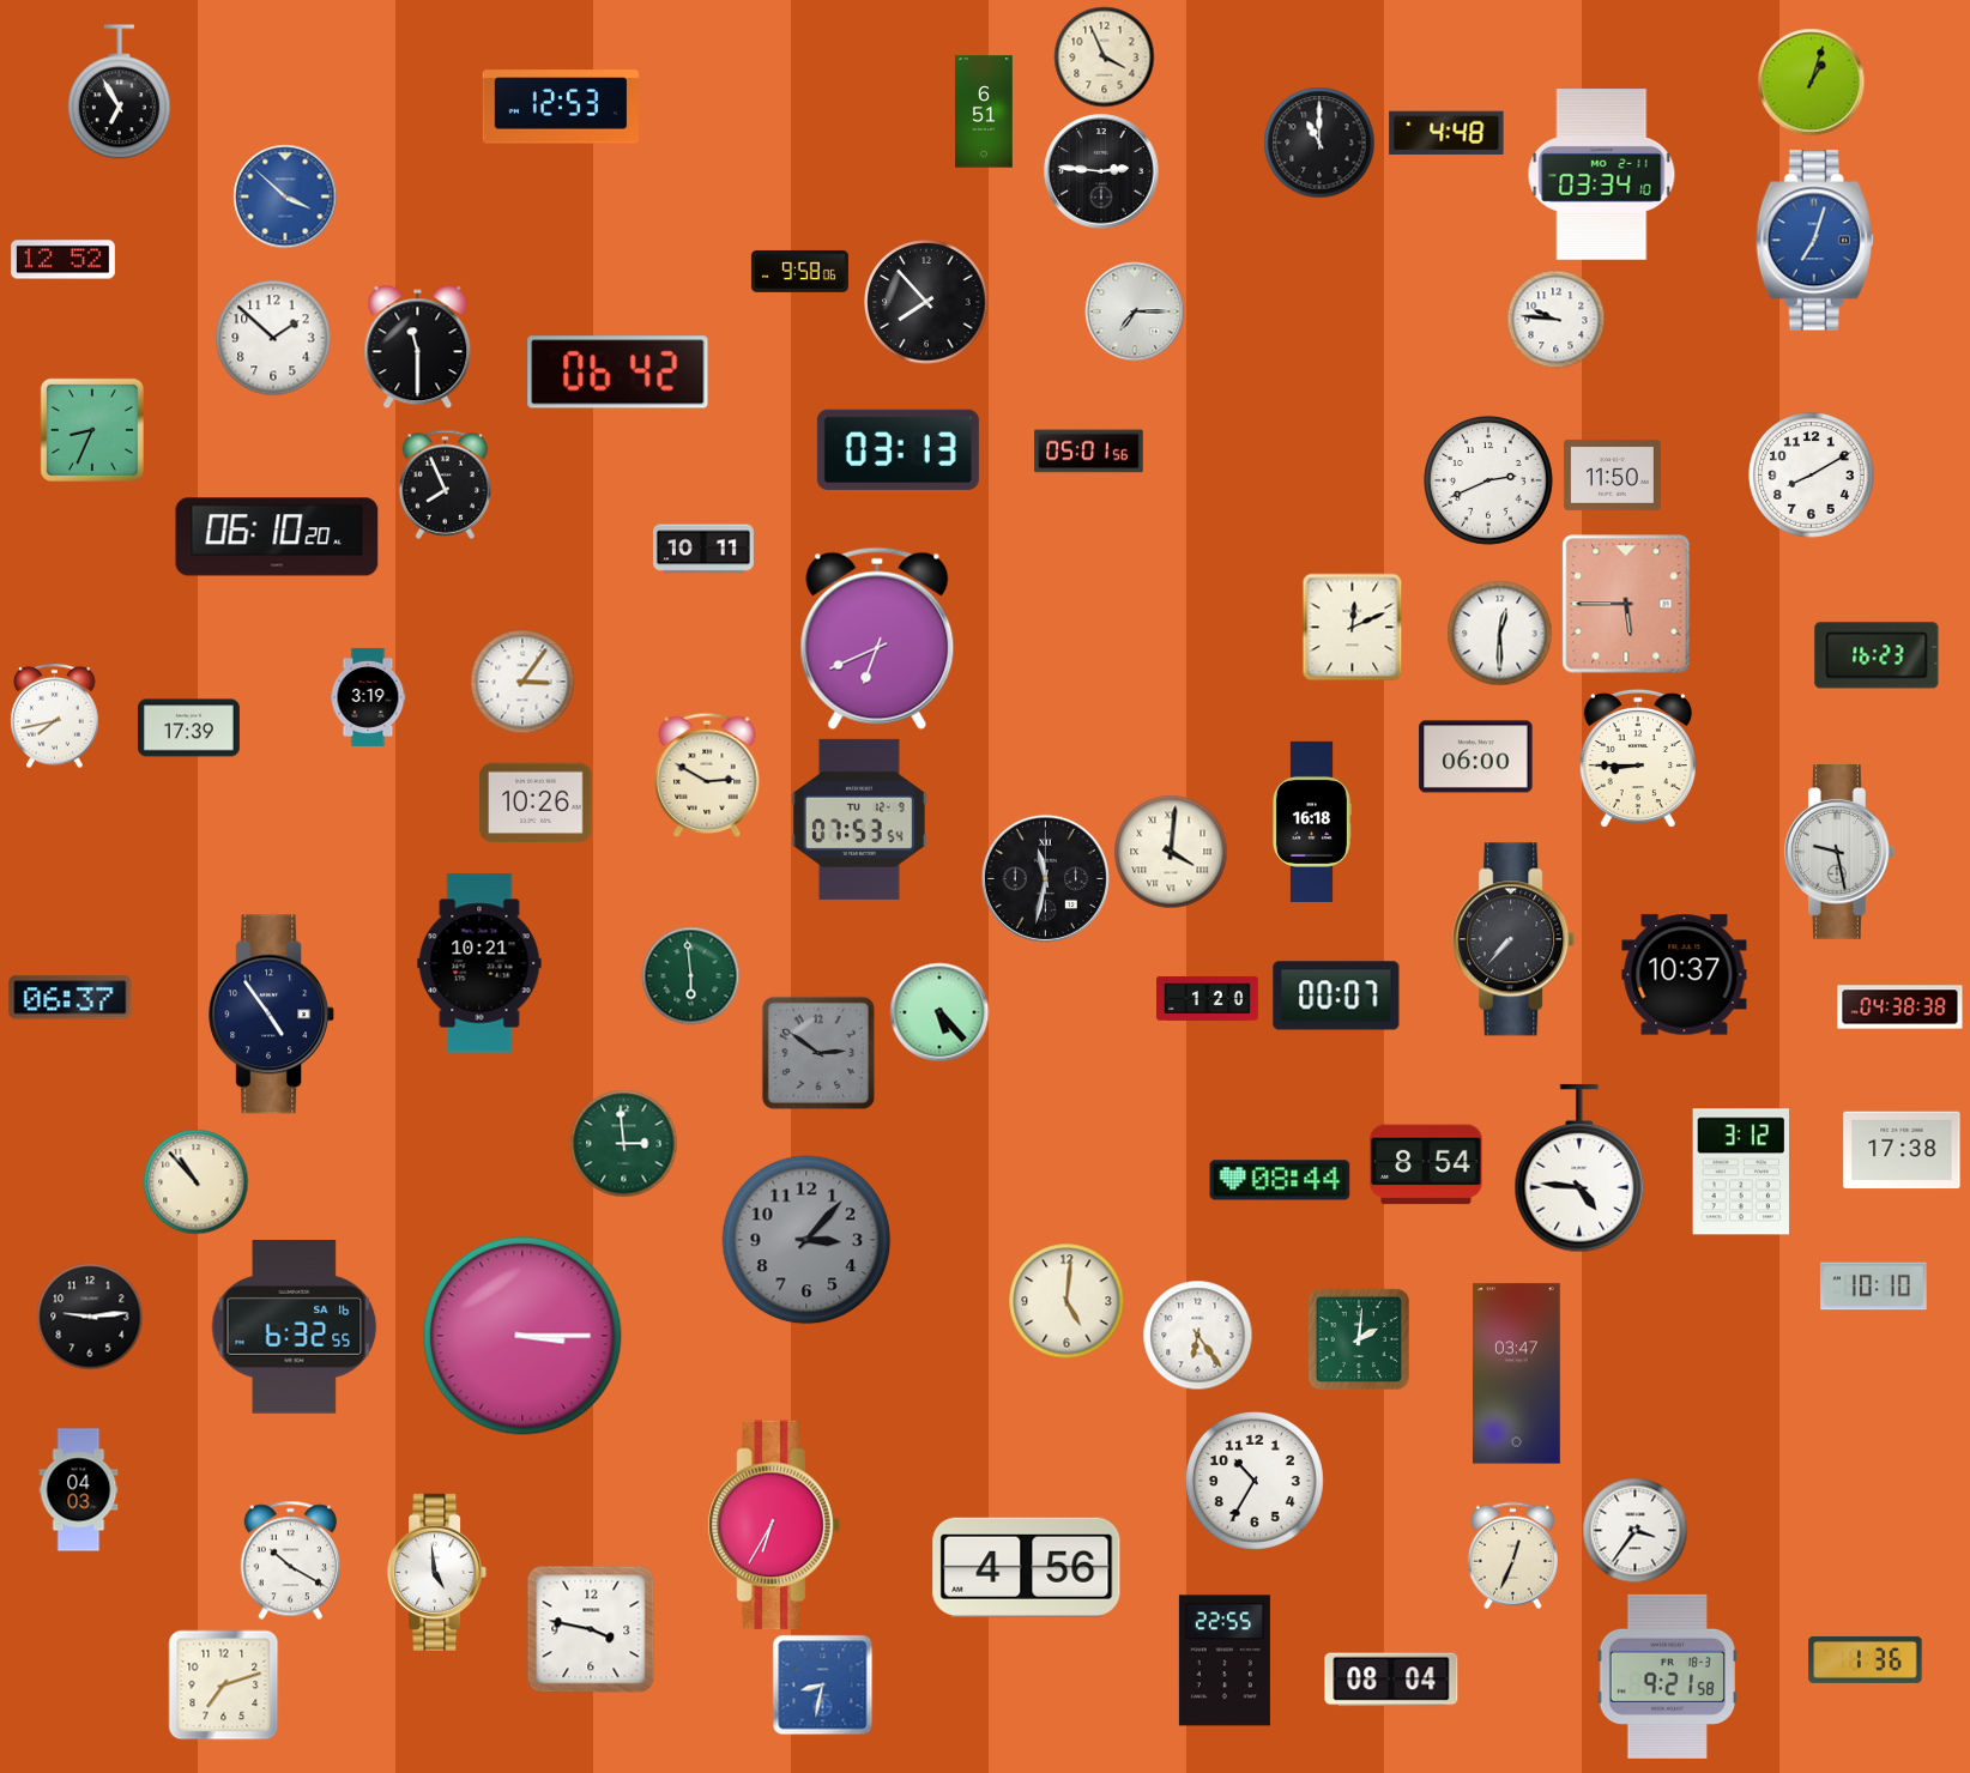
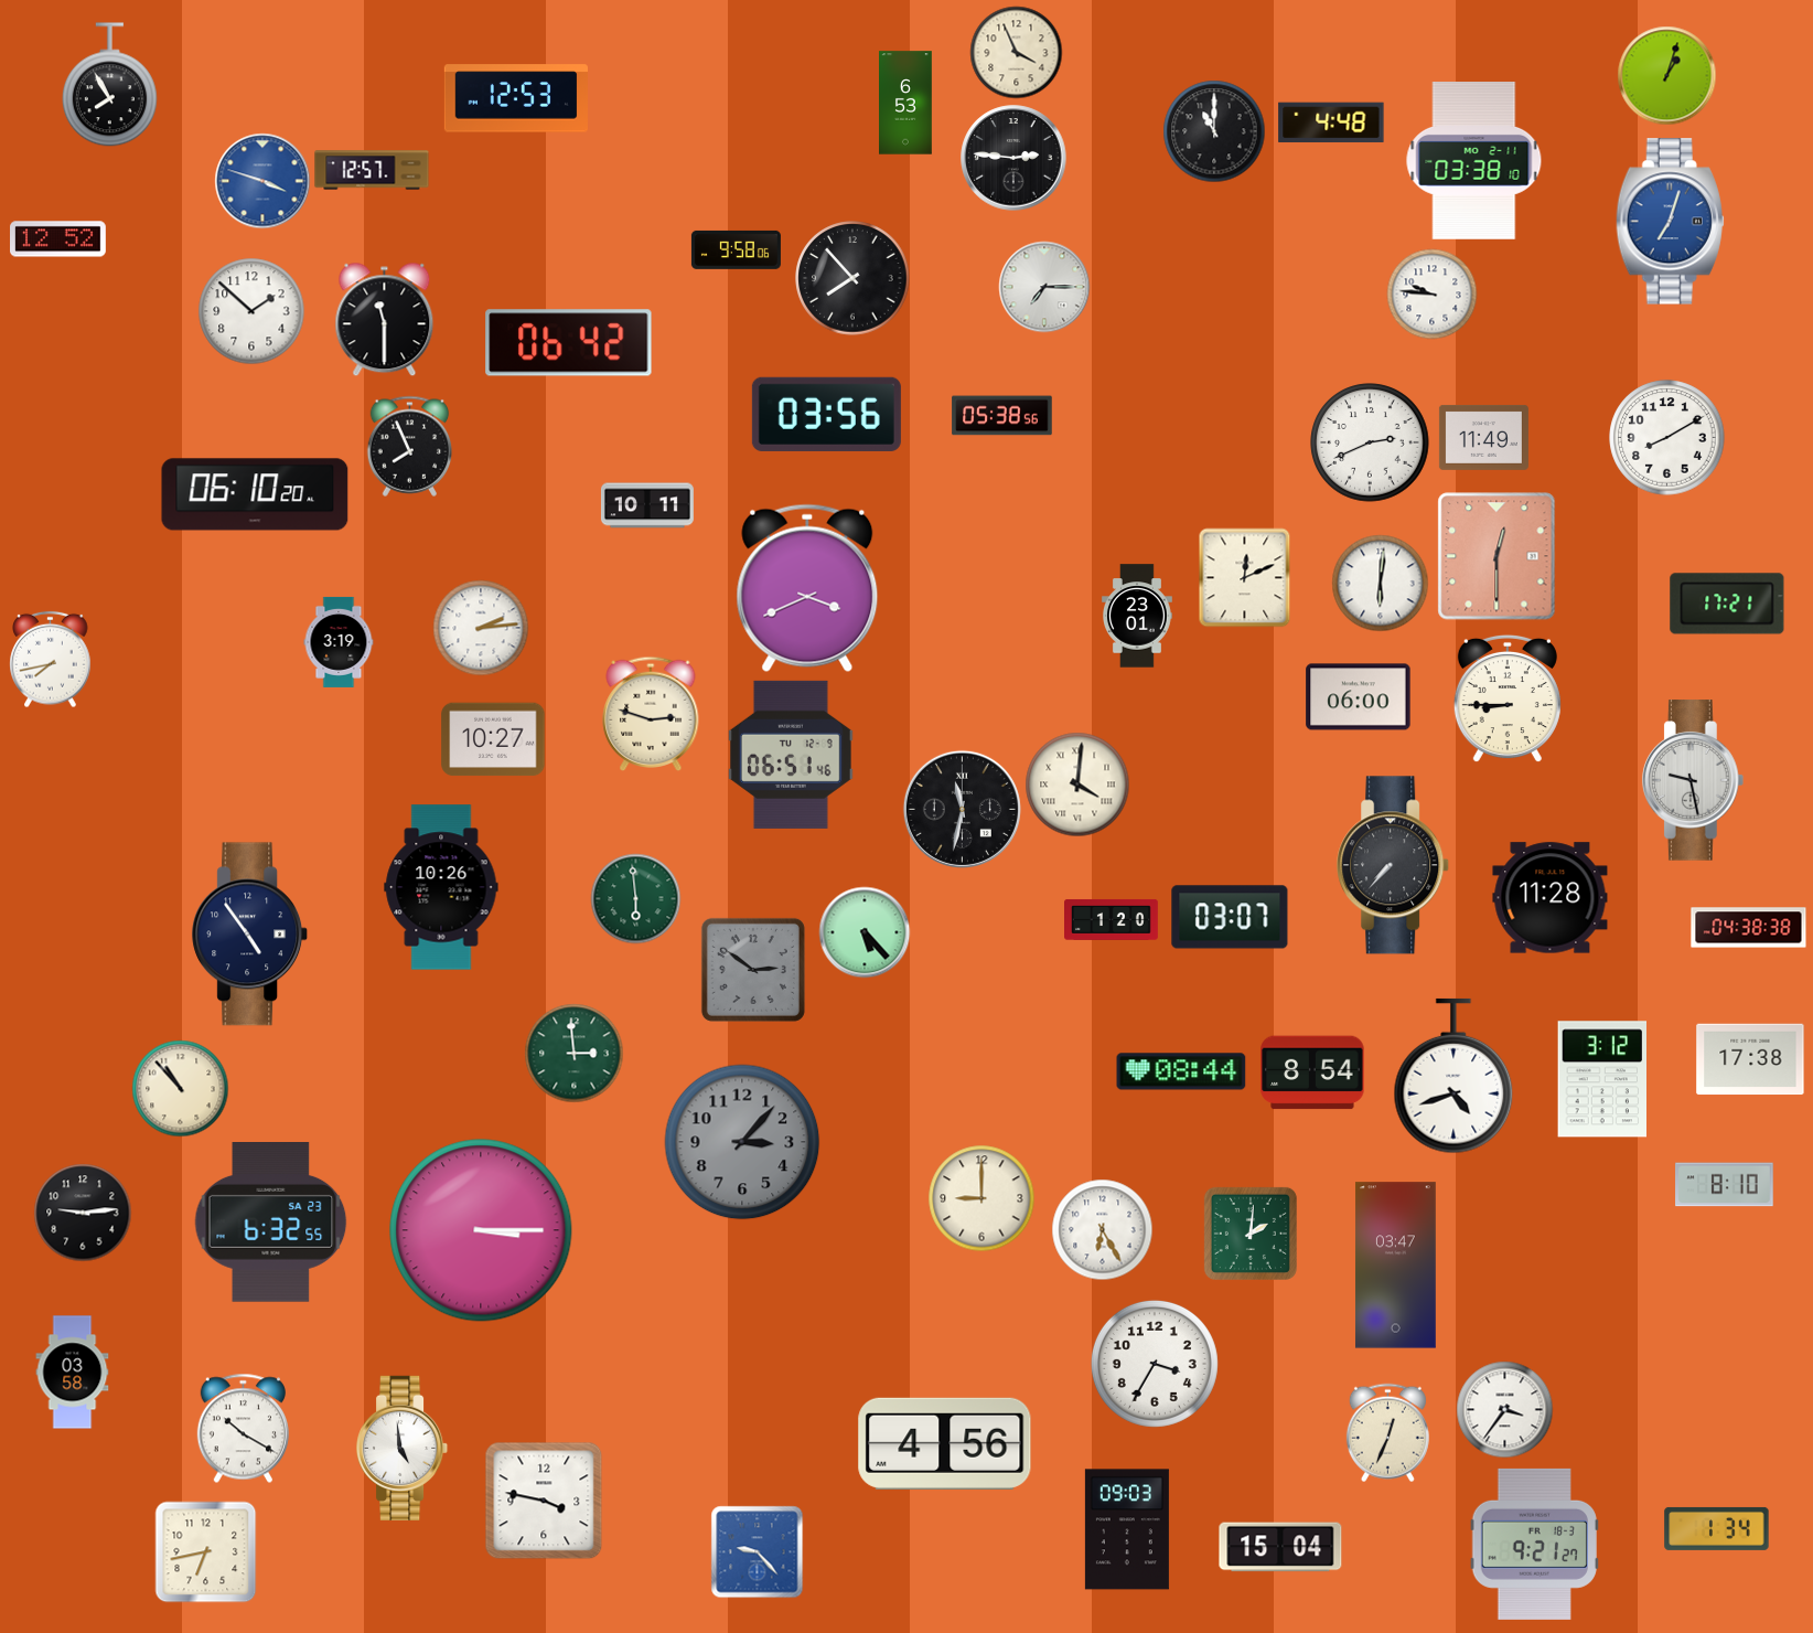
clock at (119, 92): 6:55 -> 7:55
clock at (984, 111): 6:51 -> 6:53
clock at (1602, 175): 03:34 -> 03:38
clock at (372, 170): none -> 12:57
clock at (285, 196): 3:52 -> 3:48
clock at (92, 430): 8:34 -> none
clock at (898, 449): 03:13 -> 03:56
clock at (1089, 452): 05:01 -> 05:38
clock at (1612, 474): 11:50 -> 11:49
clock at (1626, 604): 5:45 -> 12:30
clock at (1499, 633): 12:30 -> 6:01
clock at (877, 639): 6:41 -> 3:41
clock at (1877, 655): 16:23 -> 17:21
clock at (1138, 616): none -> 23:01
clock at (522, 682): 3:06 -> 2:14
clock at (188, 728): 17:39 -> none
clock at (707, 775): 2:50 -> 2:48
clock at (536, 803): 10:26 -> 10:27
clock at (859, 819): 07:53 -> 06:51
clock at (1311, 822): 16:18 -> none
clock at (1839, 852) position: (1839, 852) -> (1693, 780)
clock at (479, 963): 10:21 -> 10:26
clock at (1685, 975): 10:37 -> 11:28
clock at (1336, 996): 00:07 -> 03:07
clock at (71, 998): 06:37 -> none
clock at (1579, 1168): 4:46 -> 4:42
clock at (1280, 1180) position: (1280, 1180) -> (1181, 1071)
clock at (1874, 1287): 10:10 -> 8:10
clock at (1066, 1301): 5:01 -> 9:00
clock at (295, 1327) date: SA 16 -> SA 23
clock at (1197, 1335): 6:24 -> 6:25
clock at (1255, 1481): 10:35 -> 3:35
clock at (79, 1490): 04:03 -> 03:58
clock at (774, 1525): 6:35 -> none
clock at (1512, 1555) position: (1512, 1555) -> (1387, 1432)
clock at (290, 1560) position: (290, 1560) -> (243, 1428)
clock at (1866, 1659): 1:36 -> 1:34
clock at (1225, 1660): 22:55 -> 09:03
clock at (1667, 1676): 9:21:58 -> 9:21:27
clock at (1391, 1680): 08:04 -> 15:04
clock at (223, 1684): 7:12 -> 6:43
clock at (822, 1684): 8:32 -> 9:23
